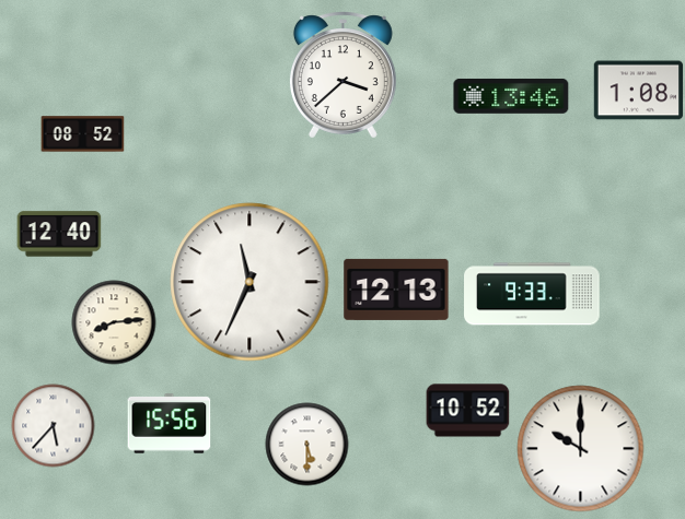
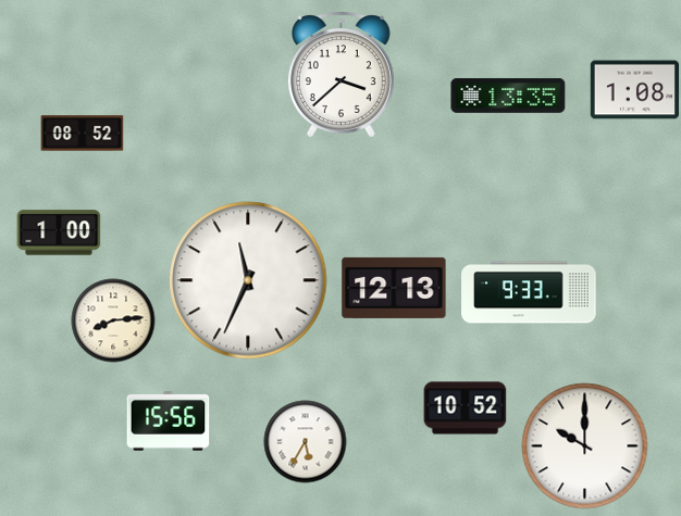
clock at (511, 96): 13:46 -> 13:35
clock at (59, 234): 12:40 -> 1:00
clock at (54, 426): 5:37 -> none
clock at (307, 445): 5:30 -> 5:35
clock at (581, 449) position: (581, 449) -> (585, 446)
